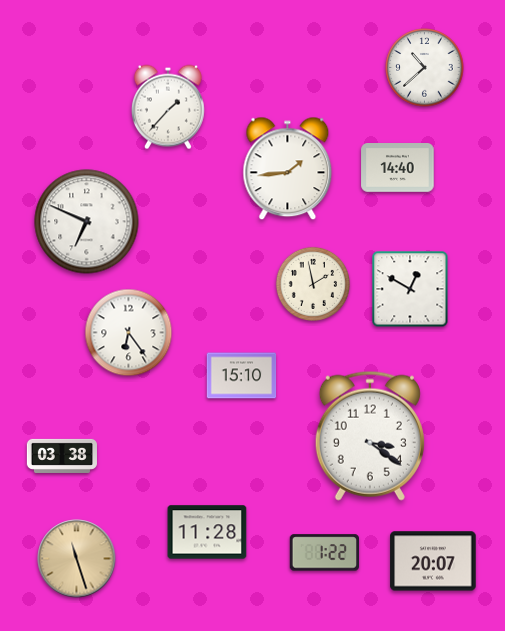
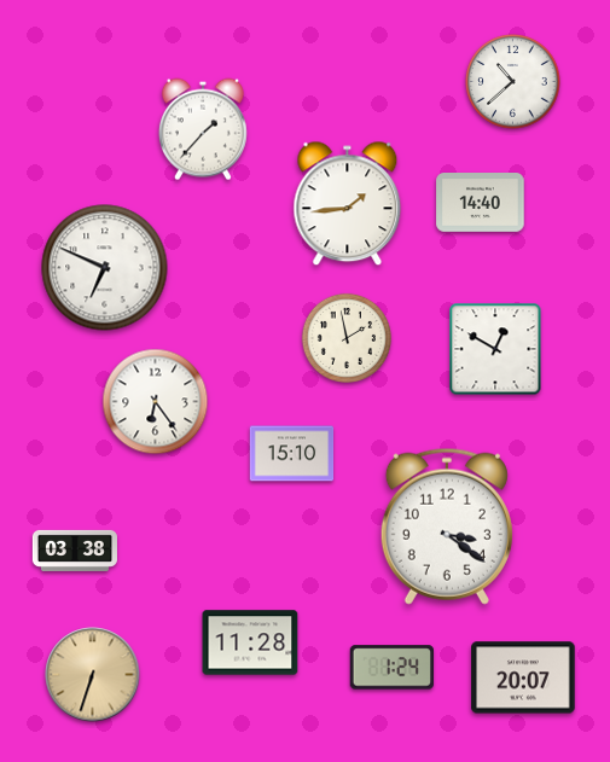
clock at (313, 284) position: (313, 284) -> (347, 338)
clock at (324, 553): 1:22 -> 1:24
clock at (77, 559): 11:27 -> 6:33
